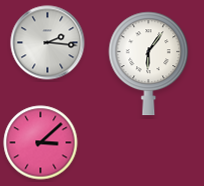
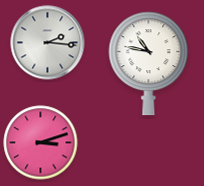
clock at (149, 64): 6:06 -> 10:47
clock at (41, 143): 3:08 -> 3:12
